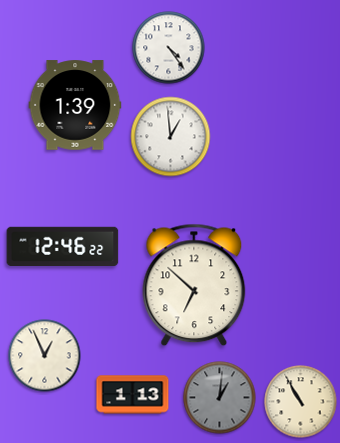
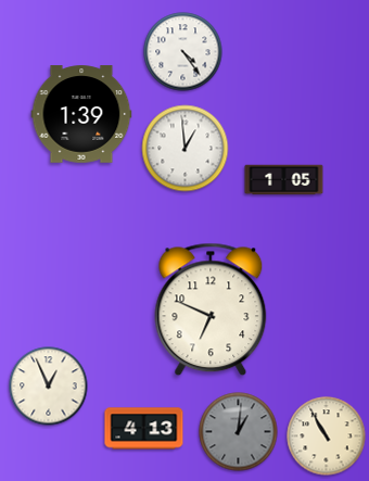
clock at (284, 180): none -> 1:05
clock at (63, 246): 12:46 -> none
clock at (194, 285): 6:52 -> 6:49
clock at (133, 395): 1:13 -> 4:13
